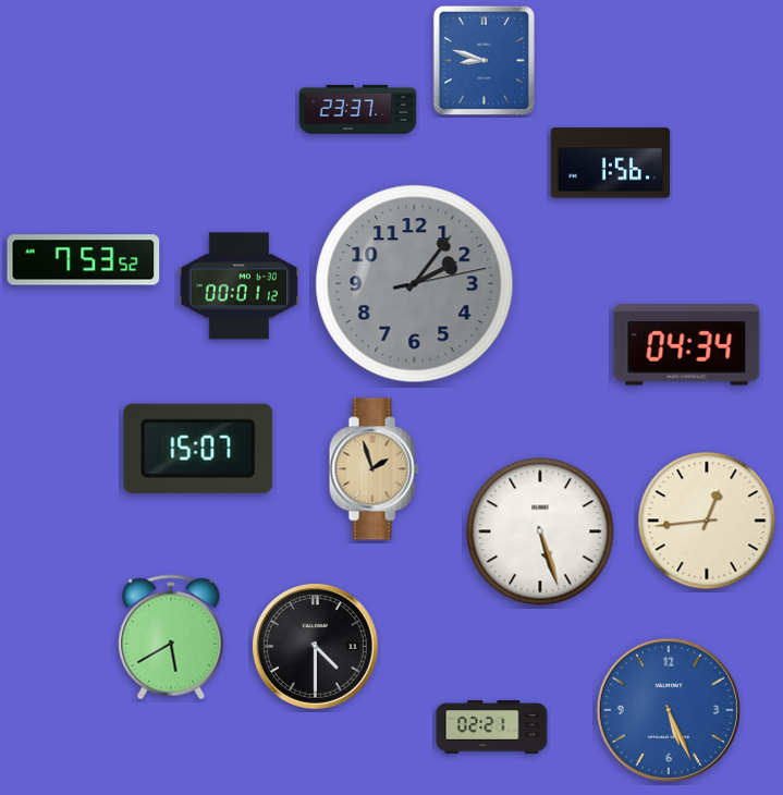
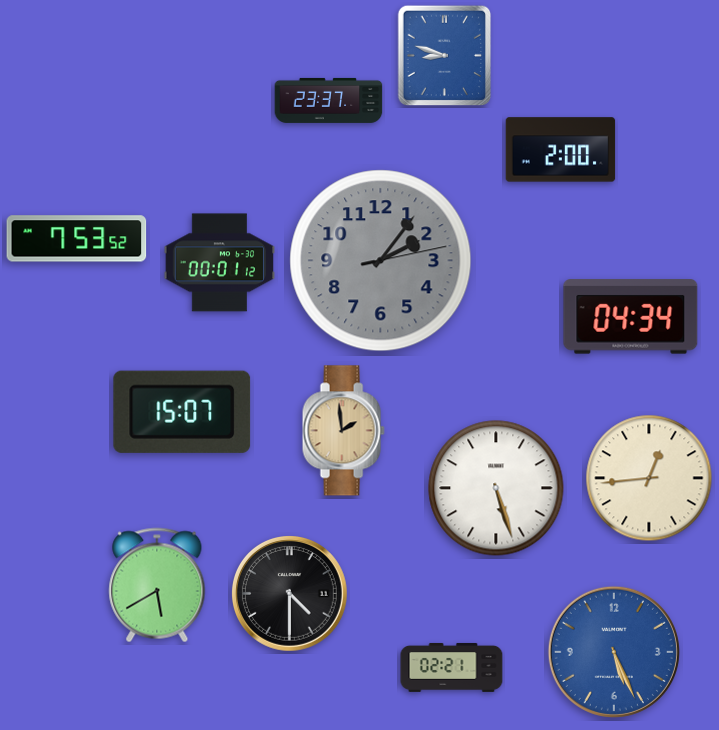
clock at (611, 163): 1:56 -> 2:00
clock at (374, 469): 1:57 -> 1:59
